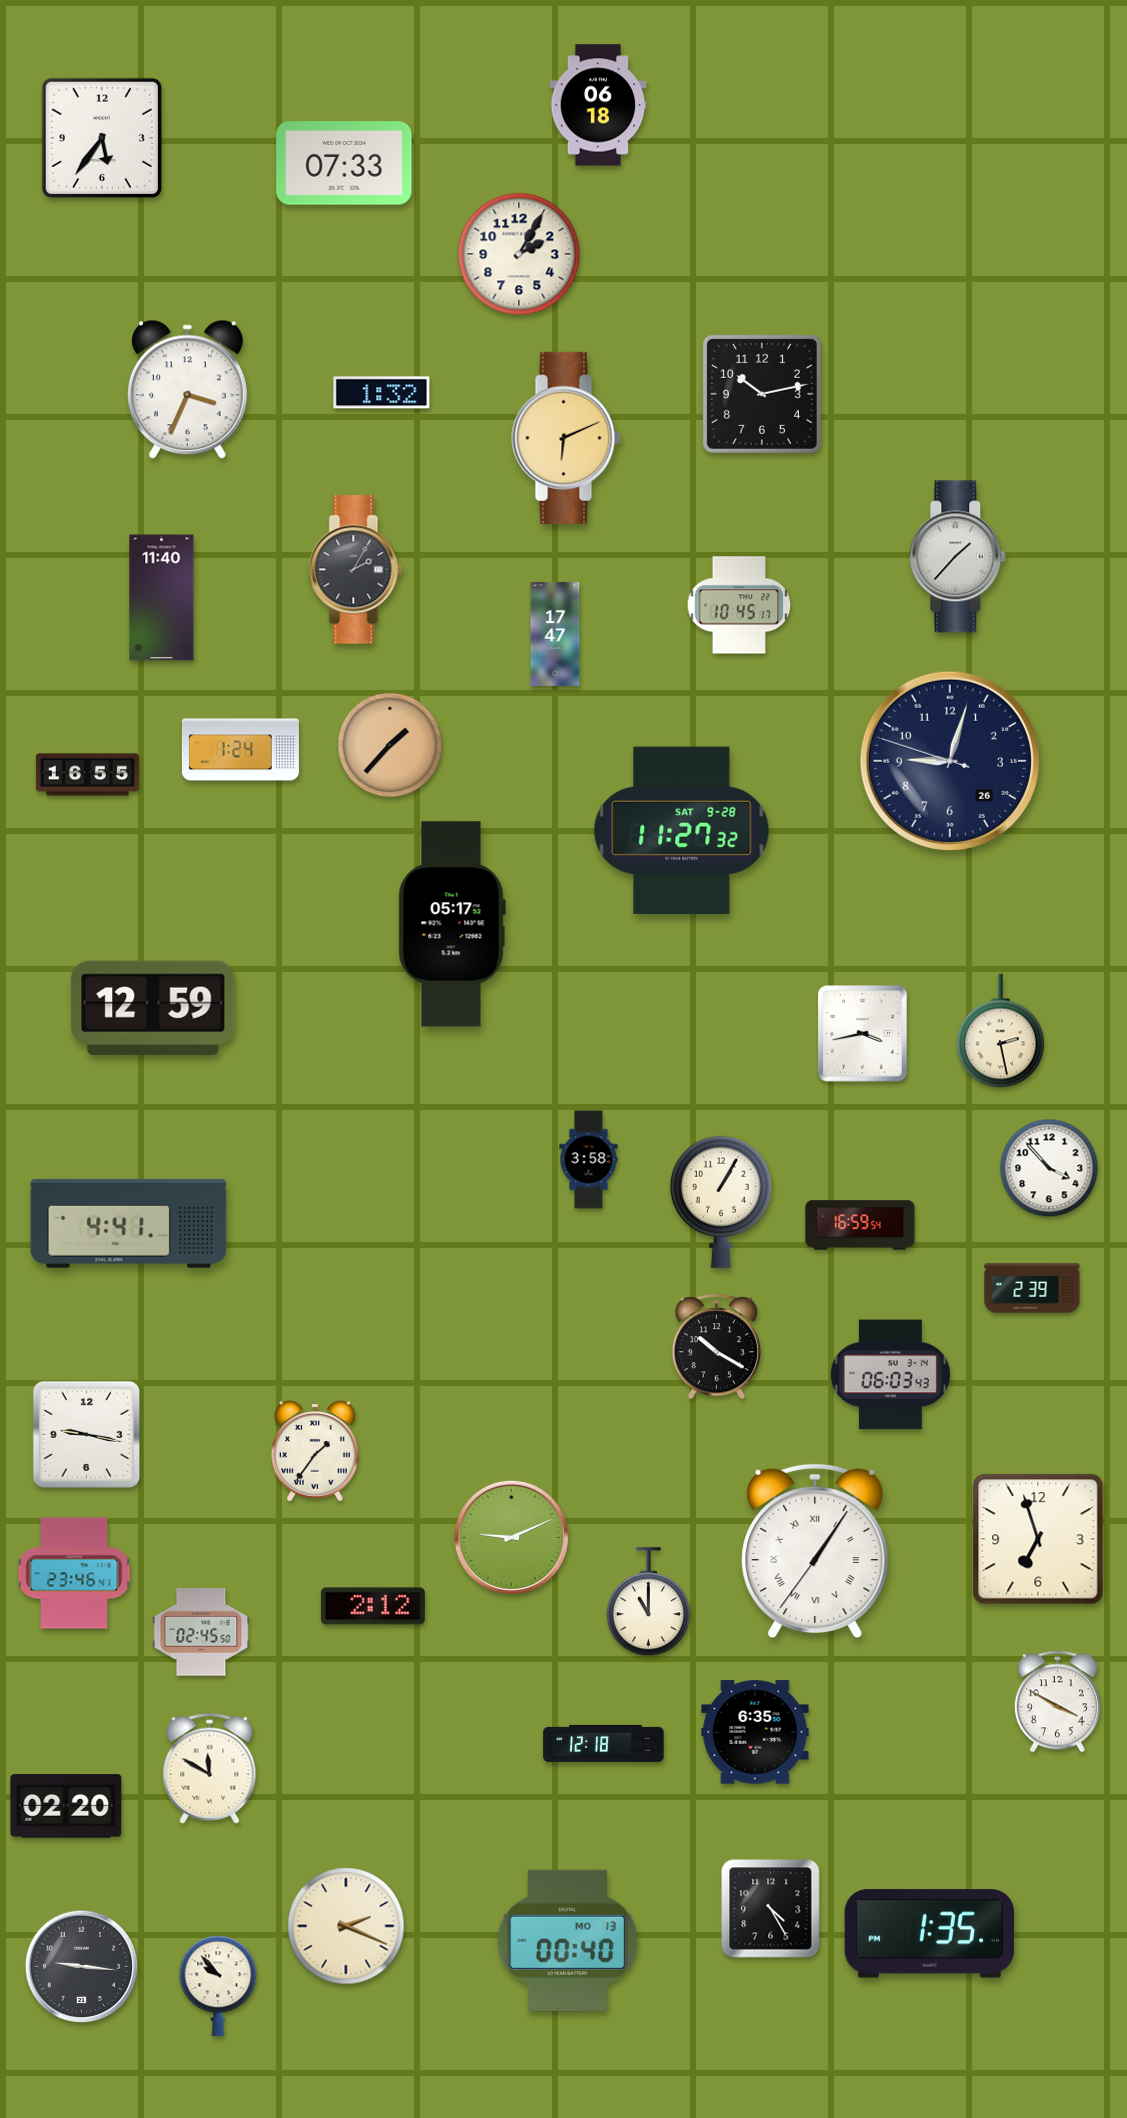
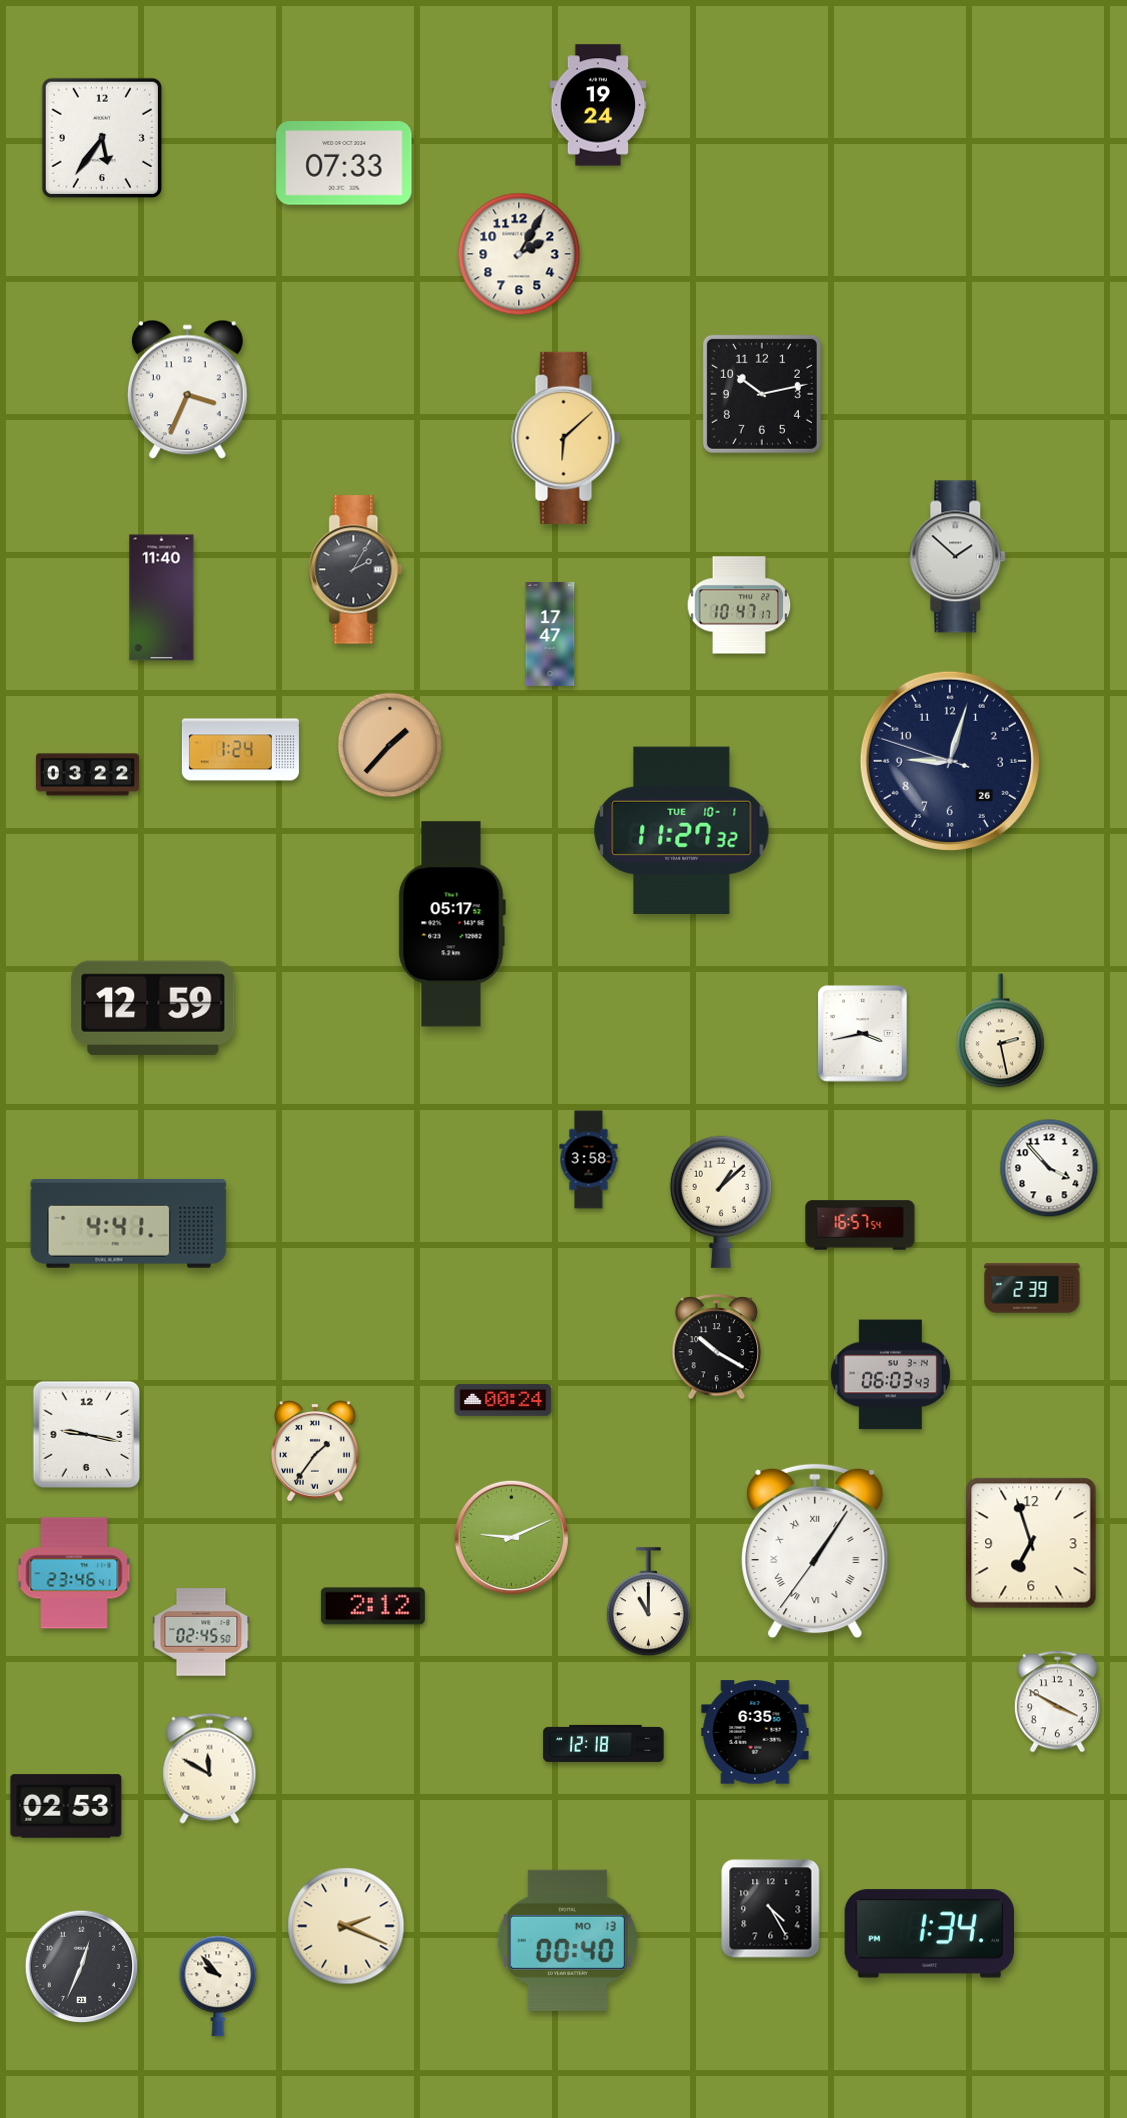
clock at (598, 105): 06:18 -> 19:24
clock at (382, 393): 1:32 -> none
clock at (566, 438): 6:11 -> 6:08
clock at (958, 557): 1:37 -> 1:52
clock at (739, 605): 10:45 -> 10:47
clock at (555, 634) position: (555, 634) -> (550, 634)
clock at (87, 775): 16:55 -> 03:22
clock at (682, 830) date: SAT 9-28 -> TUE 10-1
clock at (721, 1202): 1:05 -> 1:08
clock at (860, 1225): 16:59 -> 16:57
clock at (503, 1400): none -> 00:24
clock at (1038, 1539) position: (1038, 1539) -> (1031, 1543)
clock at (66, 1806): 02:20 -> 02:53
clock at (930, 1934): 1:35 -> 1:34
clock at (81, 1966): 9:16 -> 12:34
